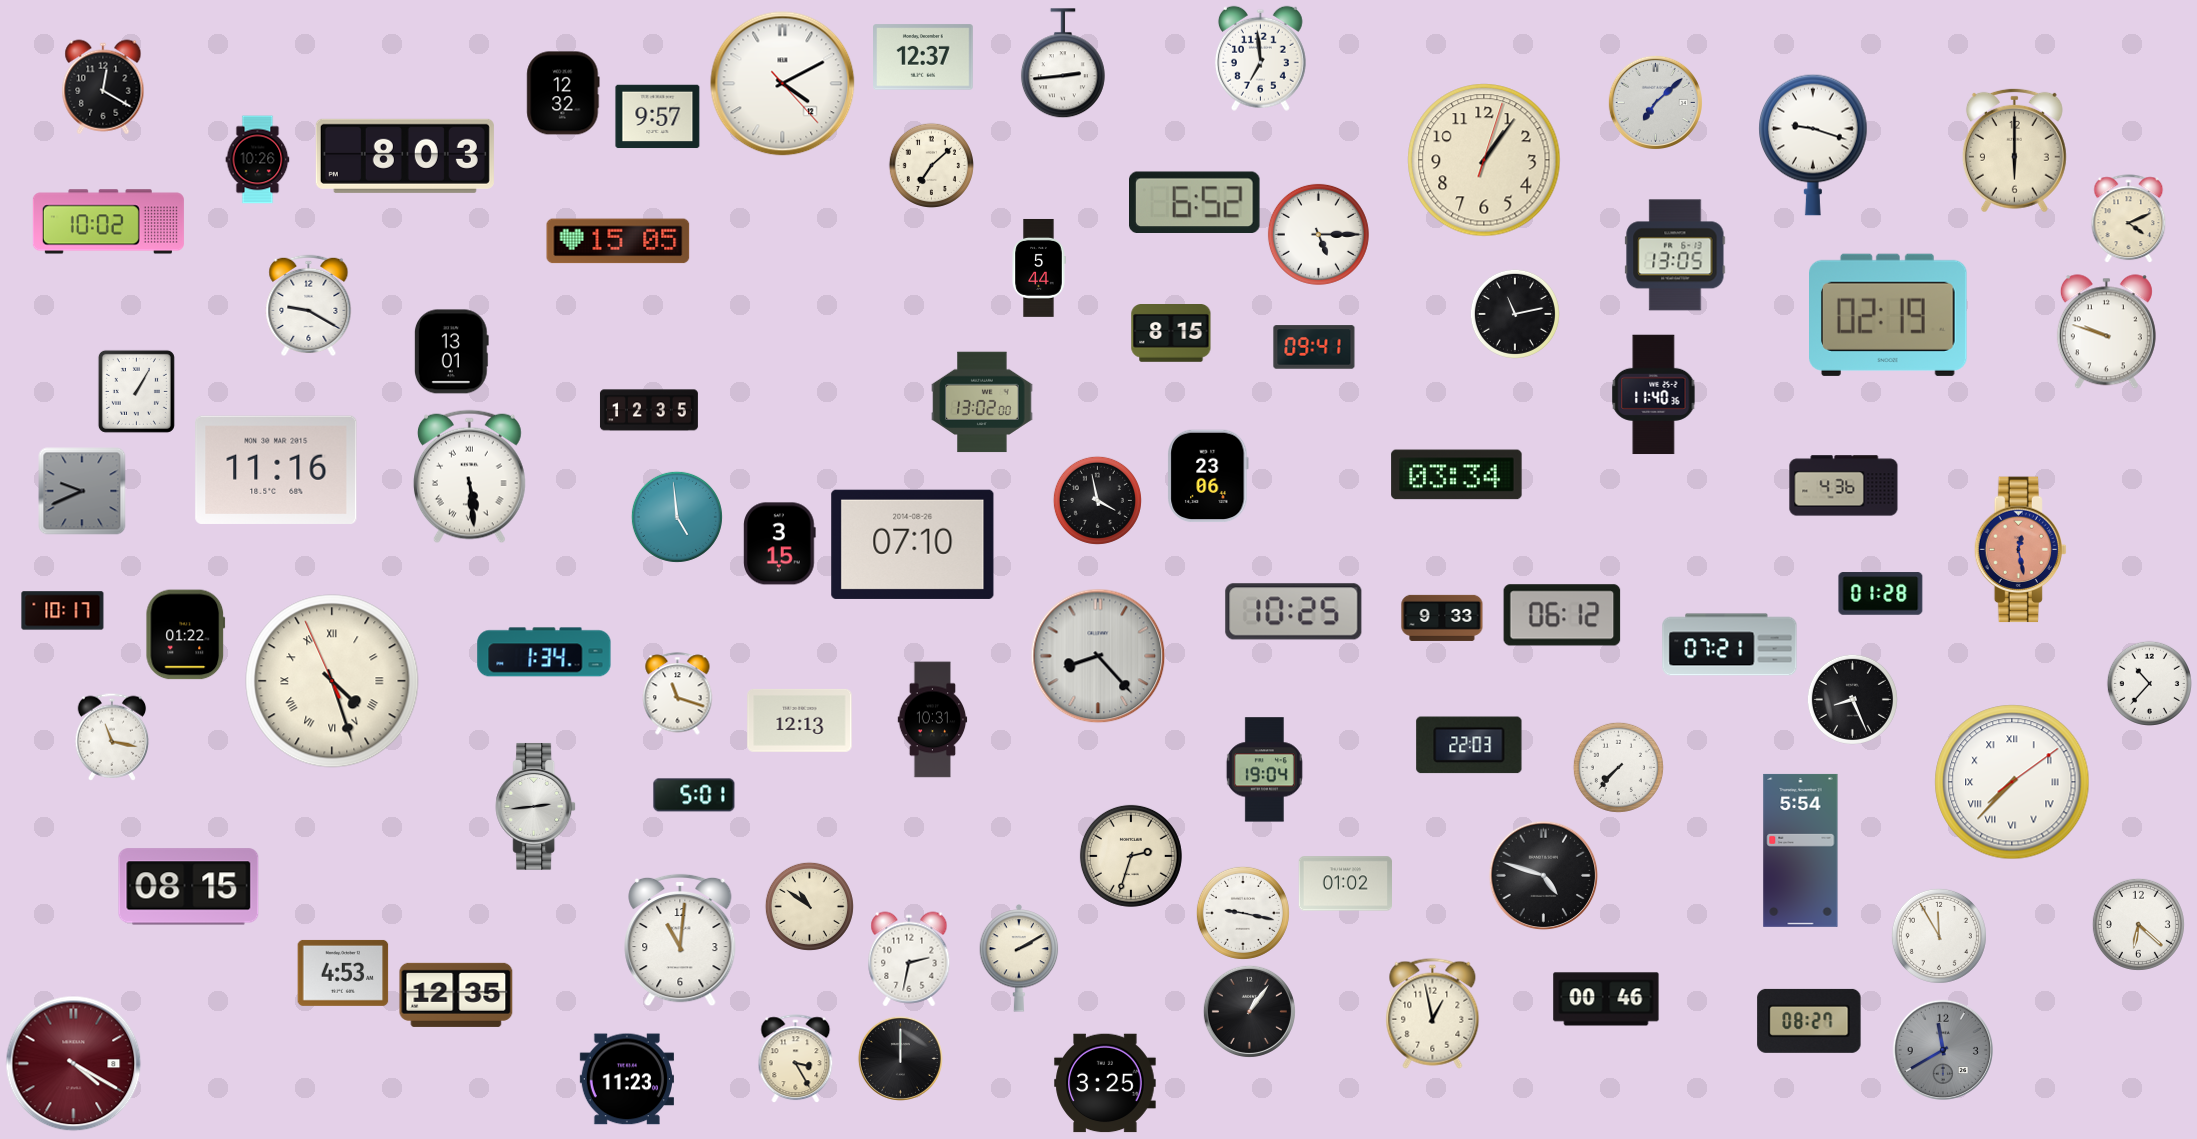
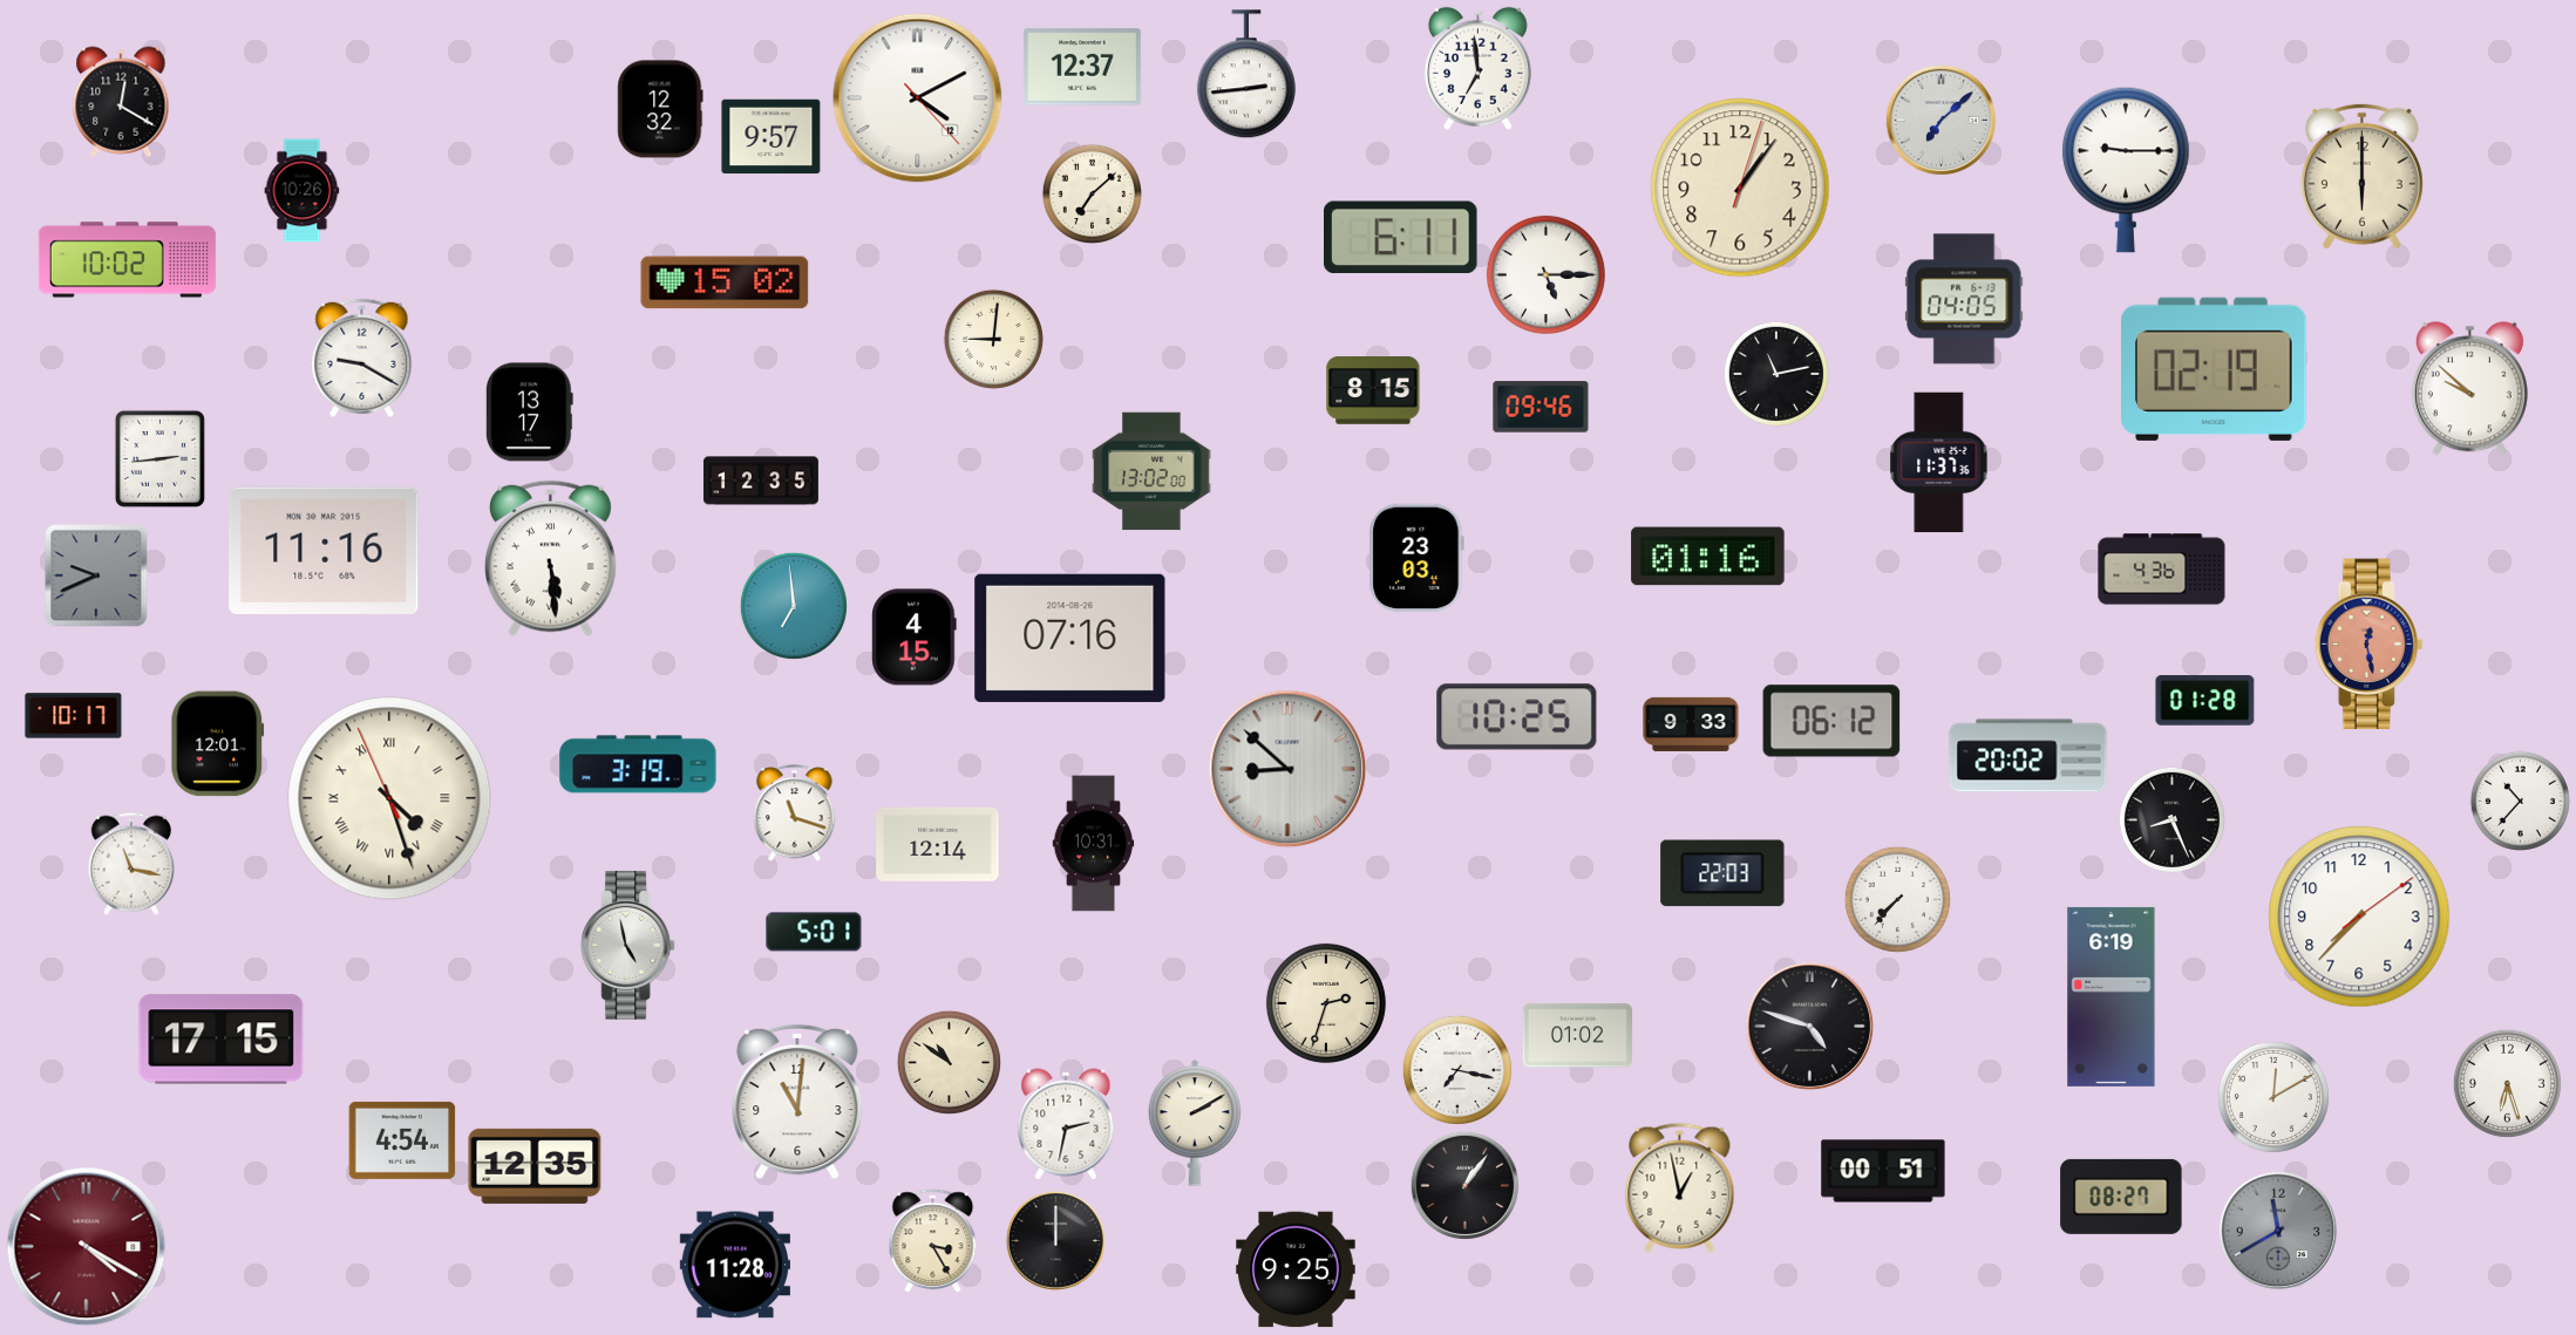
clock at (1813, 145): 9:18 -> 9:15
clock at (405, 156): 8:03 -> none
clock at (258, 160) position: (258, 160) -> (303, 191)
clock at (1195, 202): 6:52 -> 6:11
clock at (2129, 219): 4:11 -> none
clock at (618, 241): 15:05 -> 15:02
clock at (1675, 255): 13:05 -> 04:05
clock at (1039, 268): 5:44 -> none
clock at (993, 339): none -> 9:01
clock at (1515, 314) position: (1515, 314) -> (1776, 374)
clock at (2106, 332): 9:48 -> 9:52
clock at (1314, 347): 09:41 -> 09:46
clock at (451, 352): 13:01 -> 13:17
clock at (136, 391): 1:05 -> 2:44
clock at (1654, 395): 11:40 -> 11:37
clock at (1457, 475): 03:34 -> 01:16
clock at (1208, 476): 23:06 -> 23:03
clock at (1097, 500): 3:58 -> none
clock at (677, 517): 4:59 -> 6:59
clock at (780, 544): 3:15 -> 4:15
clock at (913, 544): 07:10 -> 07:16
clock at (1881, 594) position: (1881, 594) -> (2205, 701)
clock at (186, 635): 01:22 -> 12:01
clock at (1730, 645): 07:21 -> 20:02
clock at (544, 652): 1:34 -> 3:19
clock at (1098, 656): 8:23 -> 8:52
clock at (800, 720): 12:13 -> 12:14
clock at (1264, 770): 19:04 -> none
clock at (2012, 782) numerals: Roman -> Arabic
clock at (536, 806): 2:44 -> 4:58
clock at (1801, 850): 5:54 -> 6:19
clock at (189, 887): 08:15 -> 17:15
clock at (1243, 913): 9:17 -> 7:17
clock at (2138, 924): 6:22 -> 6:27
clock at (1939, 936): 11:55 -> 12:10
clock at (343, 973): 4:53 -> 4:54
clock at (1606, 999): 00:46 -> 00:51
clock at (627, 1079): 11:23 -> 11:28
clock at (1105, 1083): 3:25 -> 9:25
